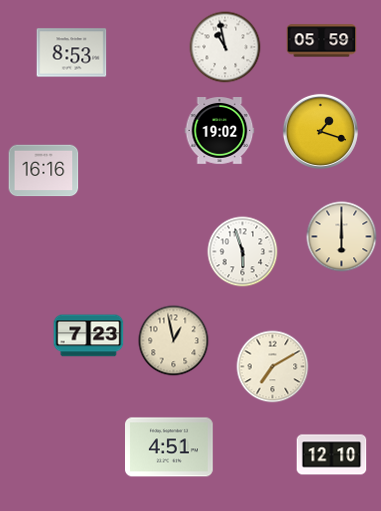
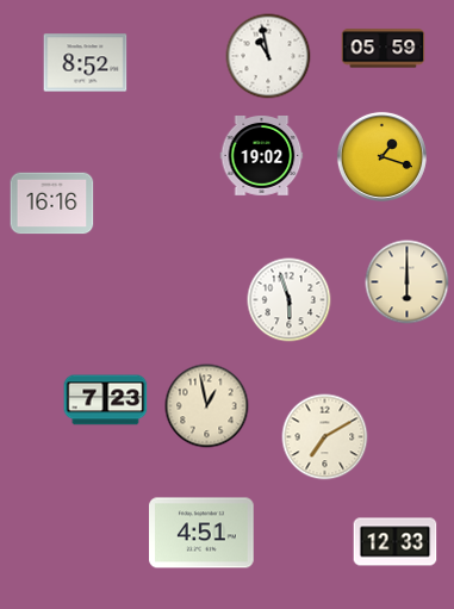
clock at (72, 53): 8:53 -> 8:52
clock at (332, 455): 12:10 -> 12:33
